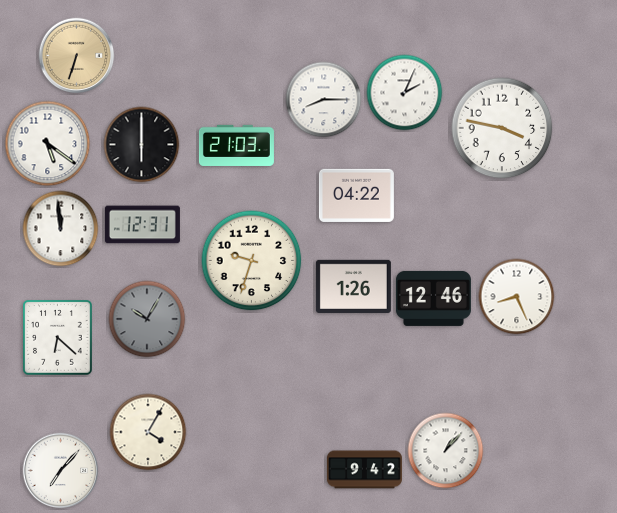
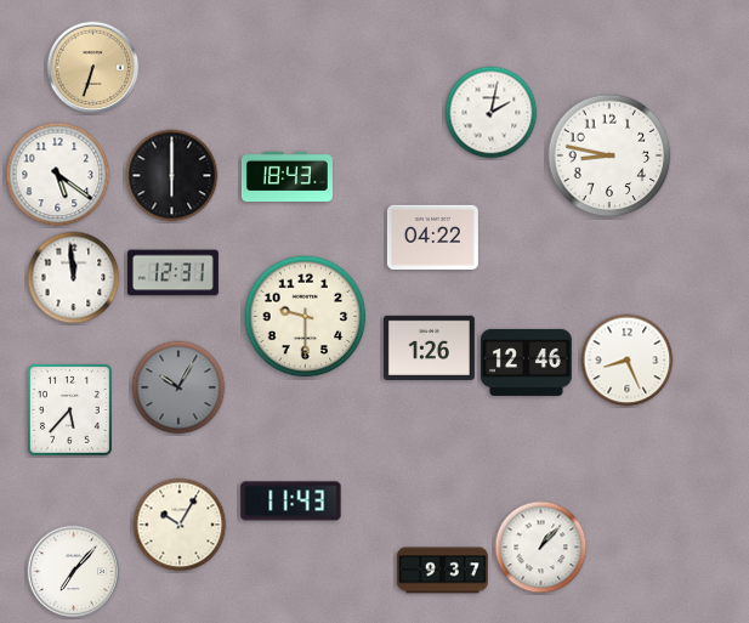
clock at (405, 93): 2:04 -> 2:02
clock at (324, 100): 8:15 -> none
clock at (502, 128): 3:47 -> 8:47
clock at (236, 145): 21:03 -> 18:43
clock at (252, 261): 9:33 -> 9:30
clock at (58, 338): 6:22 -> 5:37
clock at (291, 502): none -> 11:43
clock at (148, 432): 4:05 -> 10:05
clock at (364, 470): 9:42 -> 9:37
